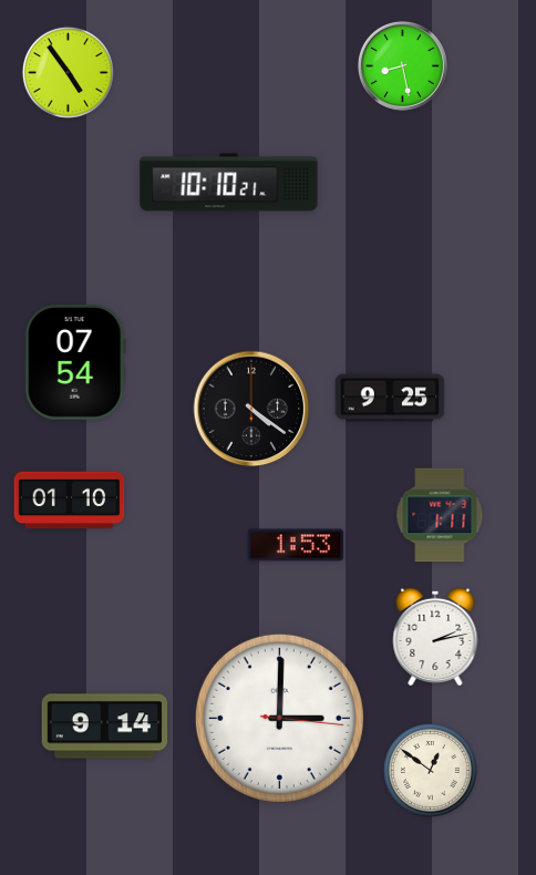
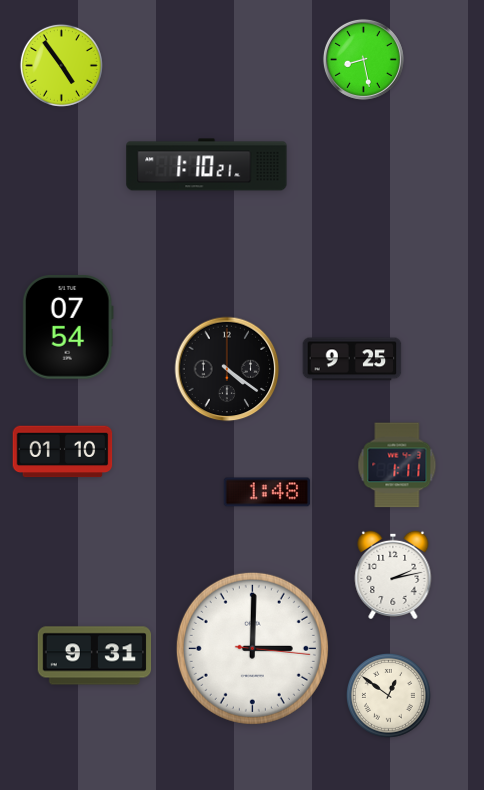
clock at (229, 183): 10:10 -> 1:10
clock at (296, 545): 1:53 -> 1:48
clock at (105, 727): 9:14 -> 9:31
